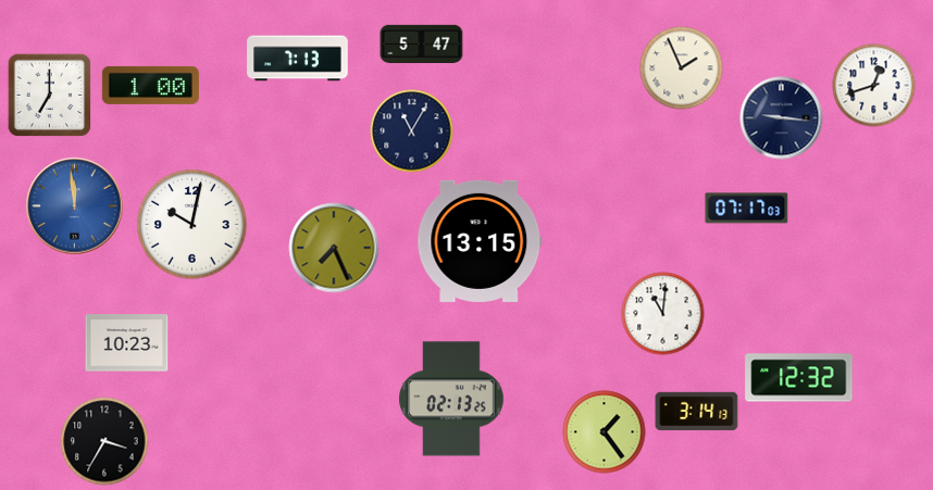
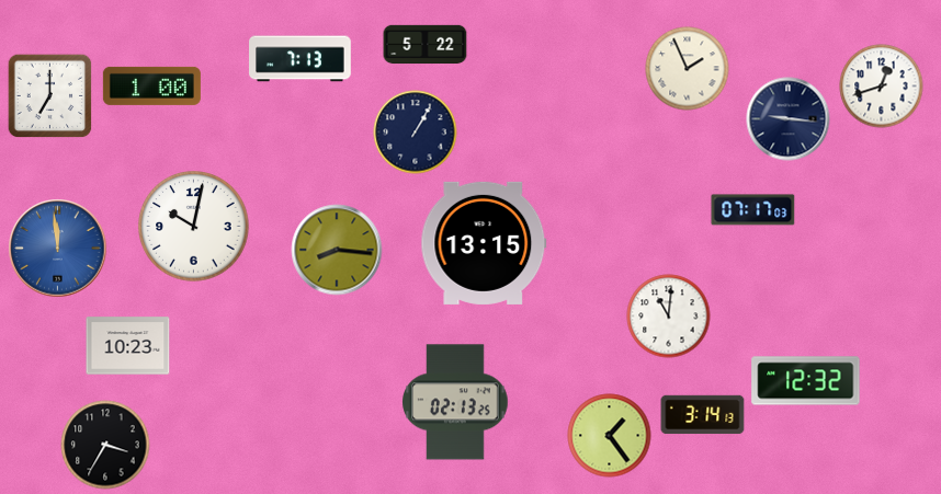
clock at (422, 45): 5:47 -> 5:22
clock at (412, 131): 11:05 -> 1:05
clock at (75, 206) position: (75, 206) -> (58, 249)
clock at (334, 248): 7:26 -> 8:16
